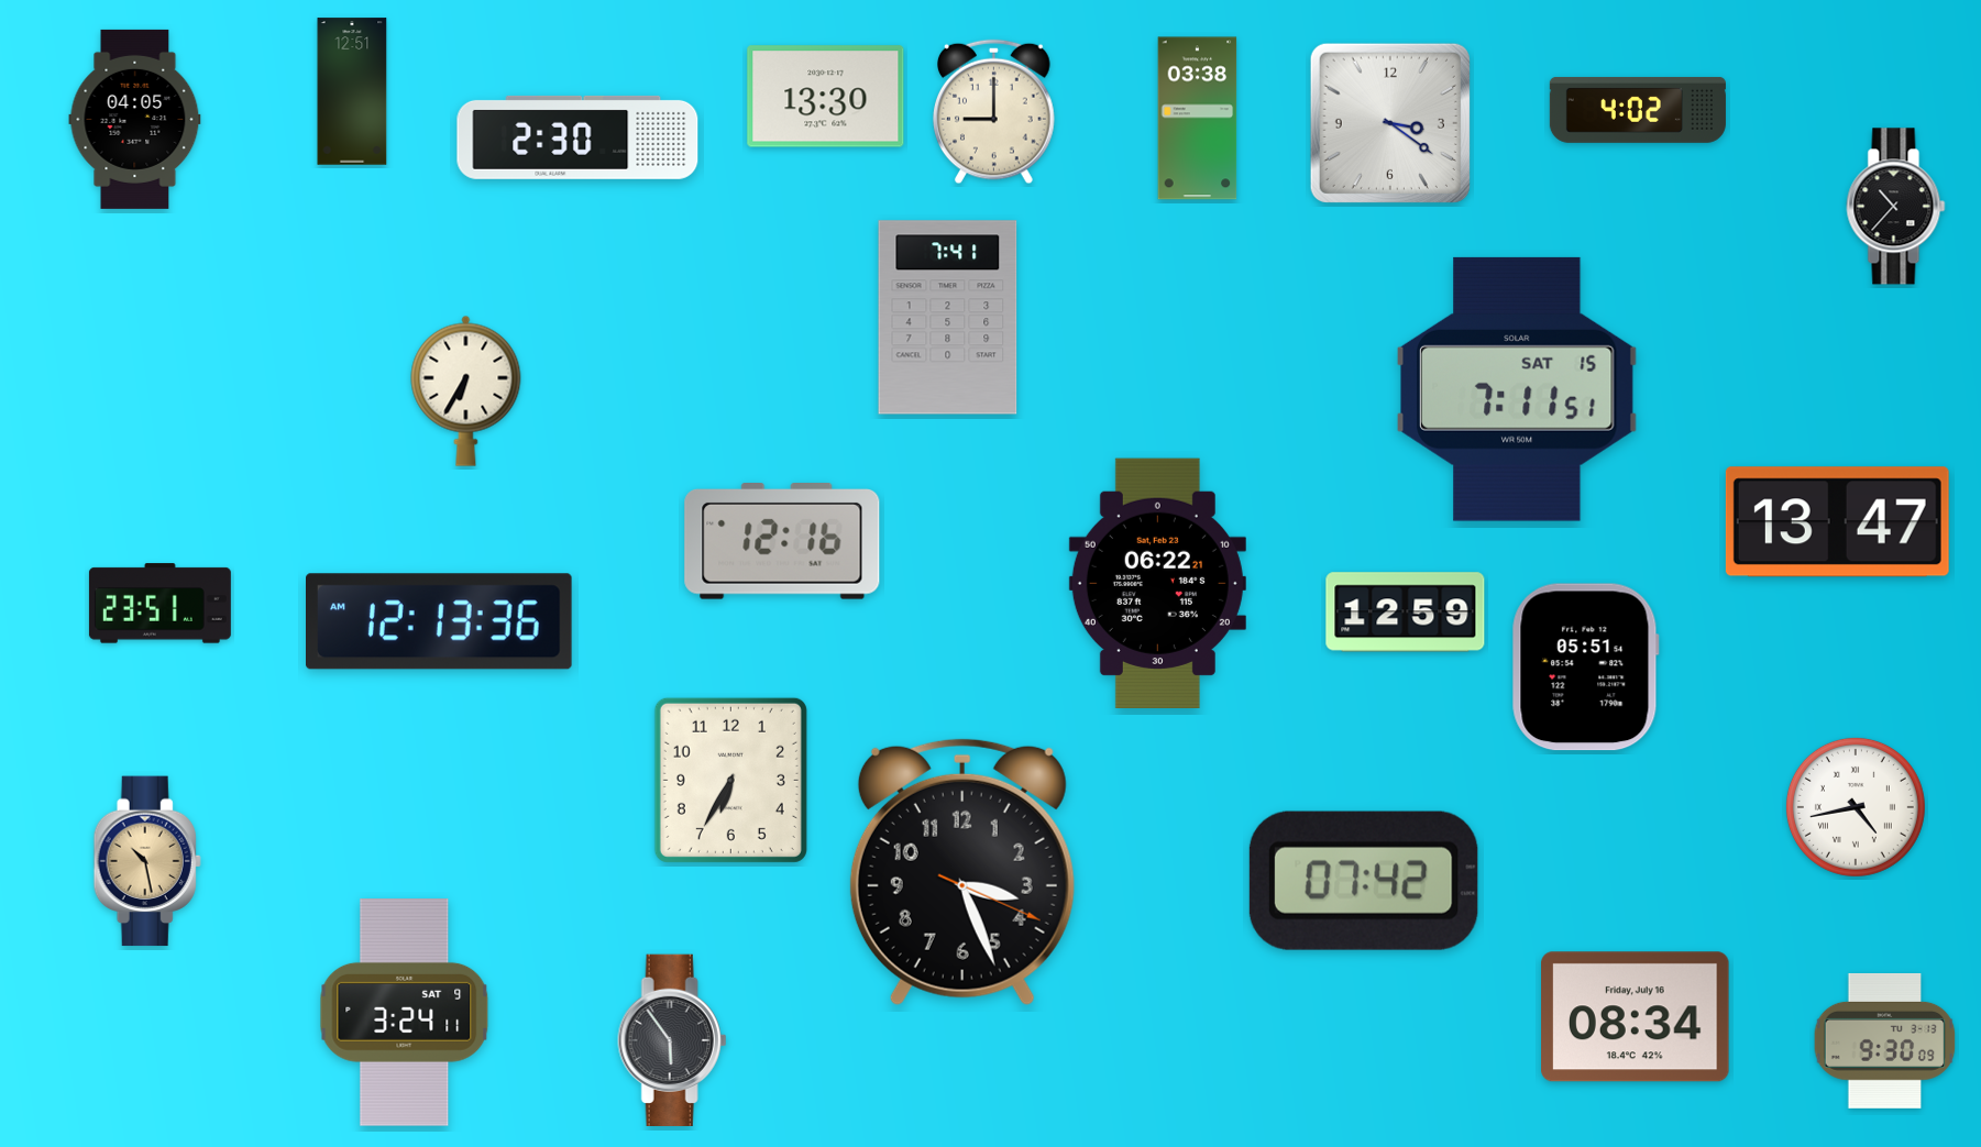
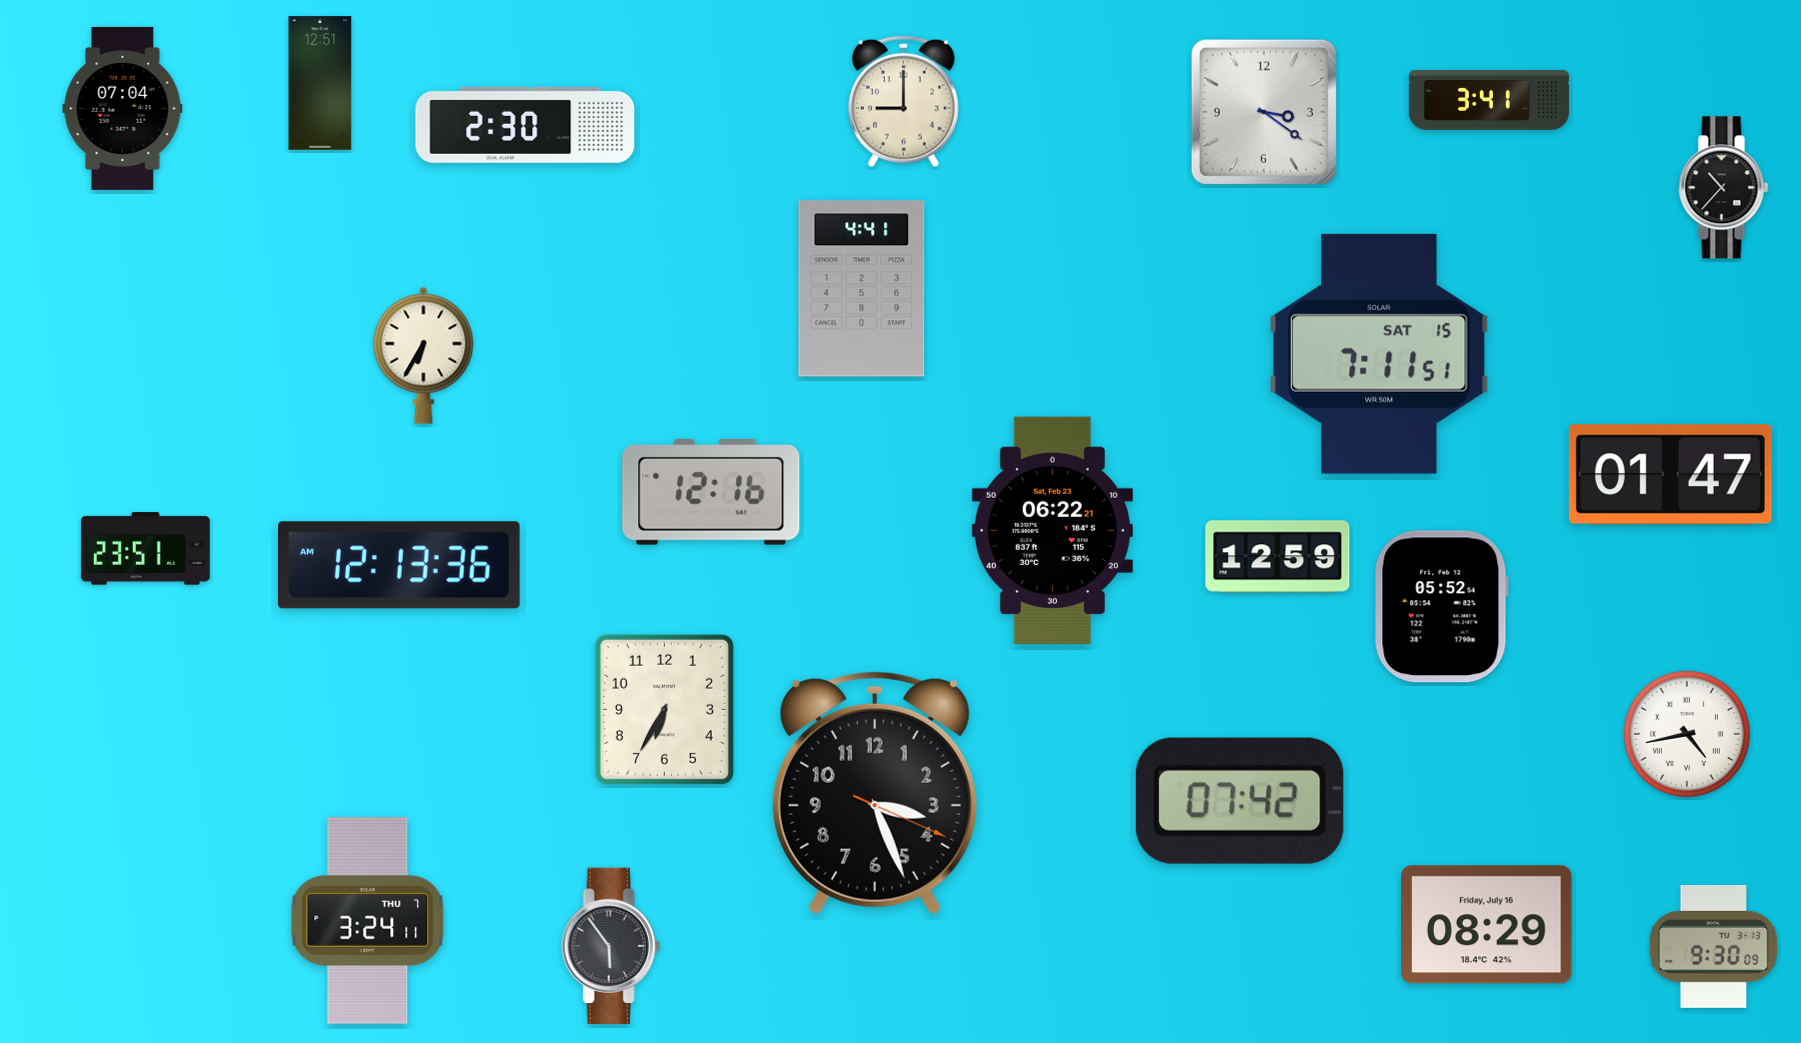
clock at (826, 97): 13:30 -> none
clock at (1638, 110): 4:02 -> 3:41
clock at (135, 119): 04:05 -> 07:04
clock at (1198, 119): 03:38 -> none
clock at (948, 318): 7:41 -> 4:41
clock at (1837, 522): 13:47 -> 01:47
clock at (1585, 668): 05:51 -> 05:52
clock at (147, 861): 10:28 -> none
clock at (405, 1013) date: SAT 9 -> THU 7
clock at (1636, 1017): 08:34 -> 08:29
